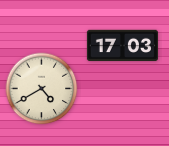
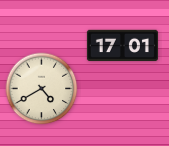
clock at (122, 46): 17:03 -> 17:01
